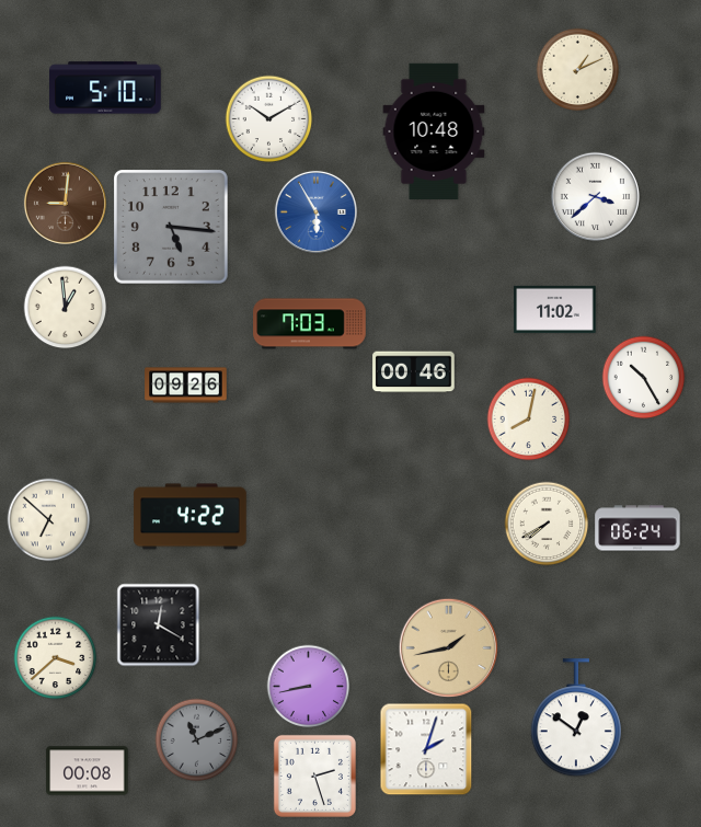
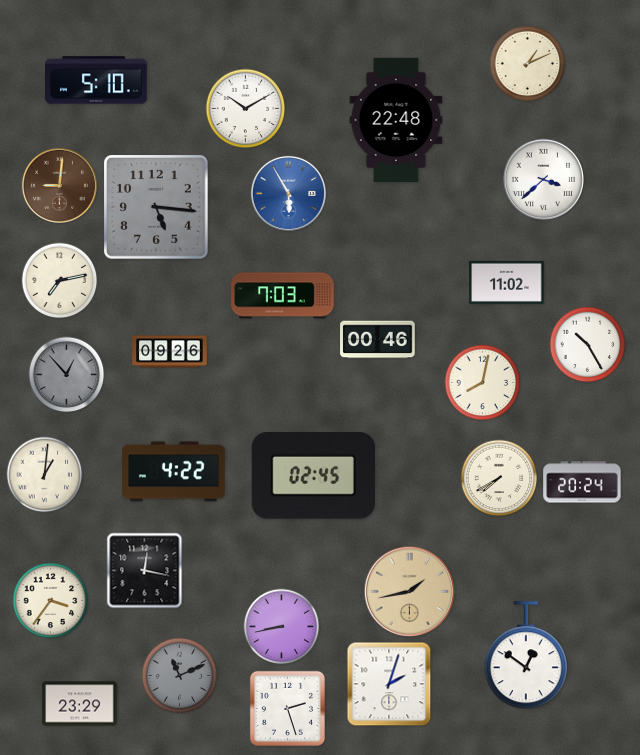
clock at (434, 130): 10:48 -> 22:48
clock at (66, 308): 12:59 -> 7:13
clock at (67, 375): none -> 12:53
clock at (49, 520): 6:52 -> 1:01
clock at (313, 476): none -> 02:45
clock at (637, 528): 06:24 -> 20:24
clock at (159, 625): 12:20 -> 12:17
clock at (56, 658): 3:38 -> 3:36
clock at (88, 771): 00:08 -> 23:29
